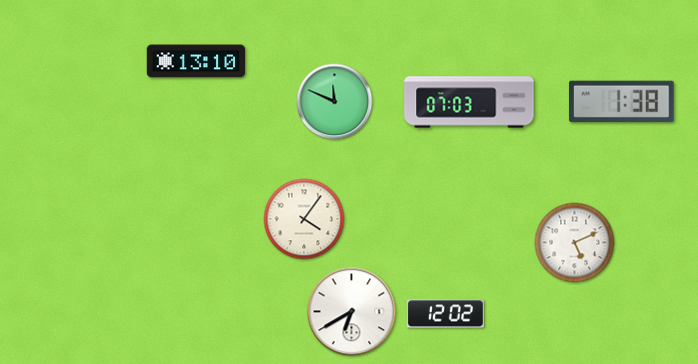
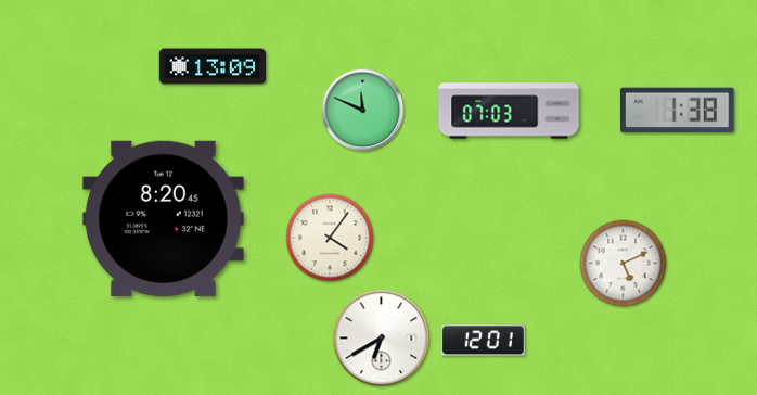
clock at (196, 61): 13:10 -> 13:09
clock at (622, 101) position: (622, 101) -> (678, 110)
clock at (163, 218): none -> 8:20
clock at (445, 314): 12:02 -> 12:01
